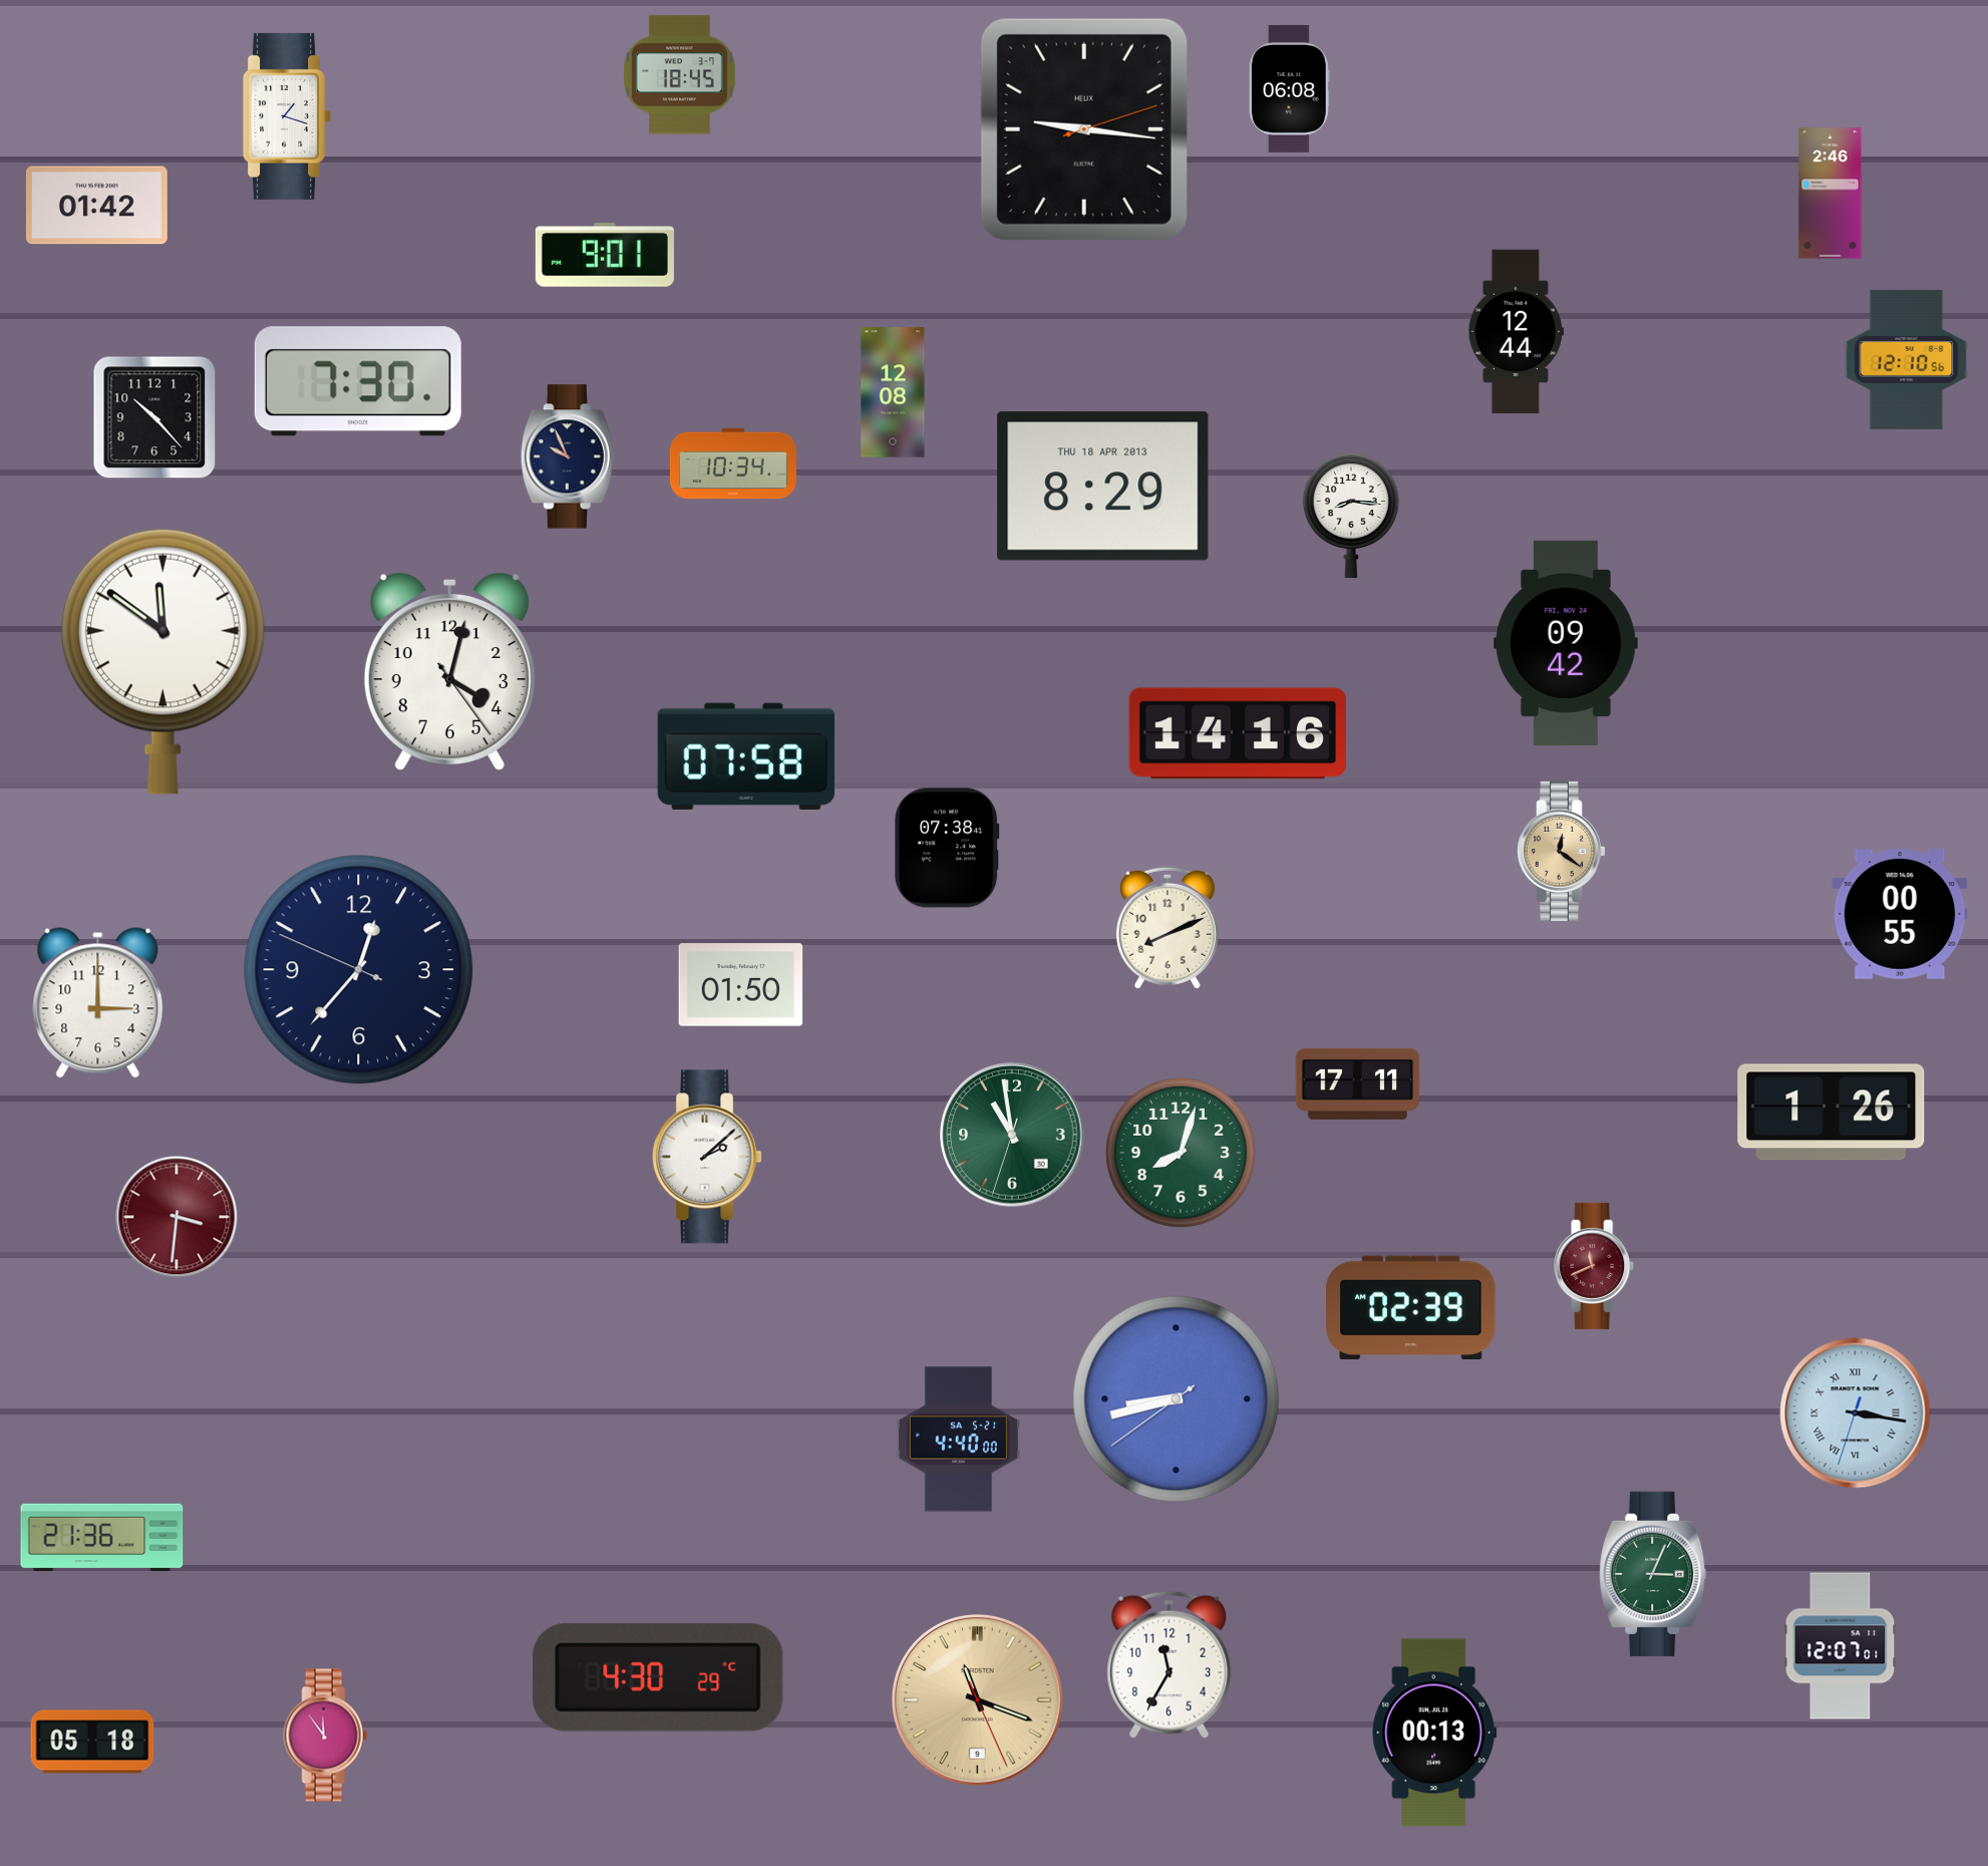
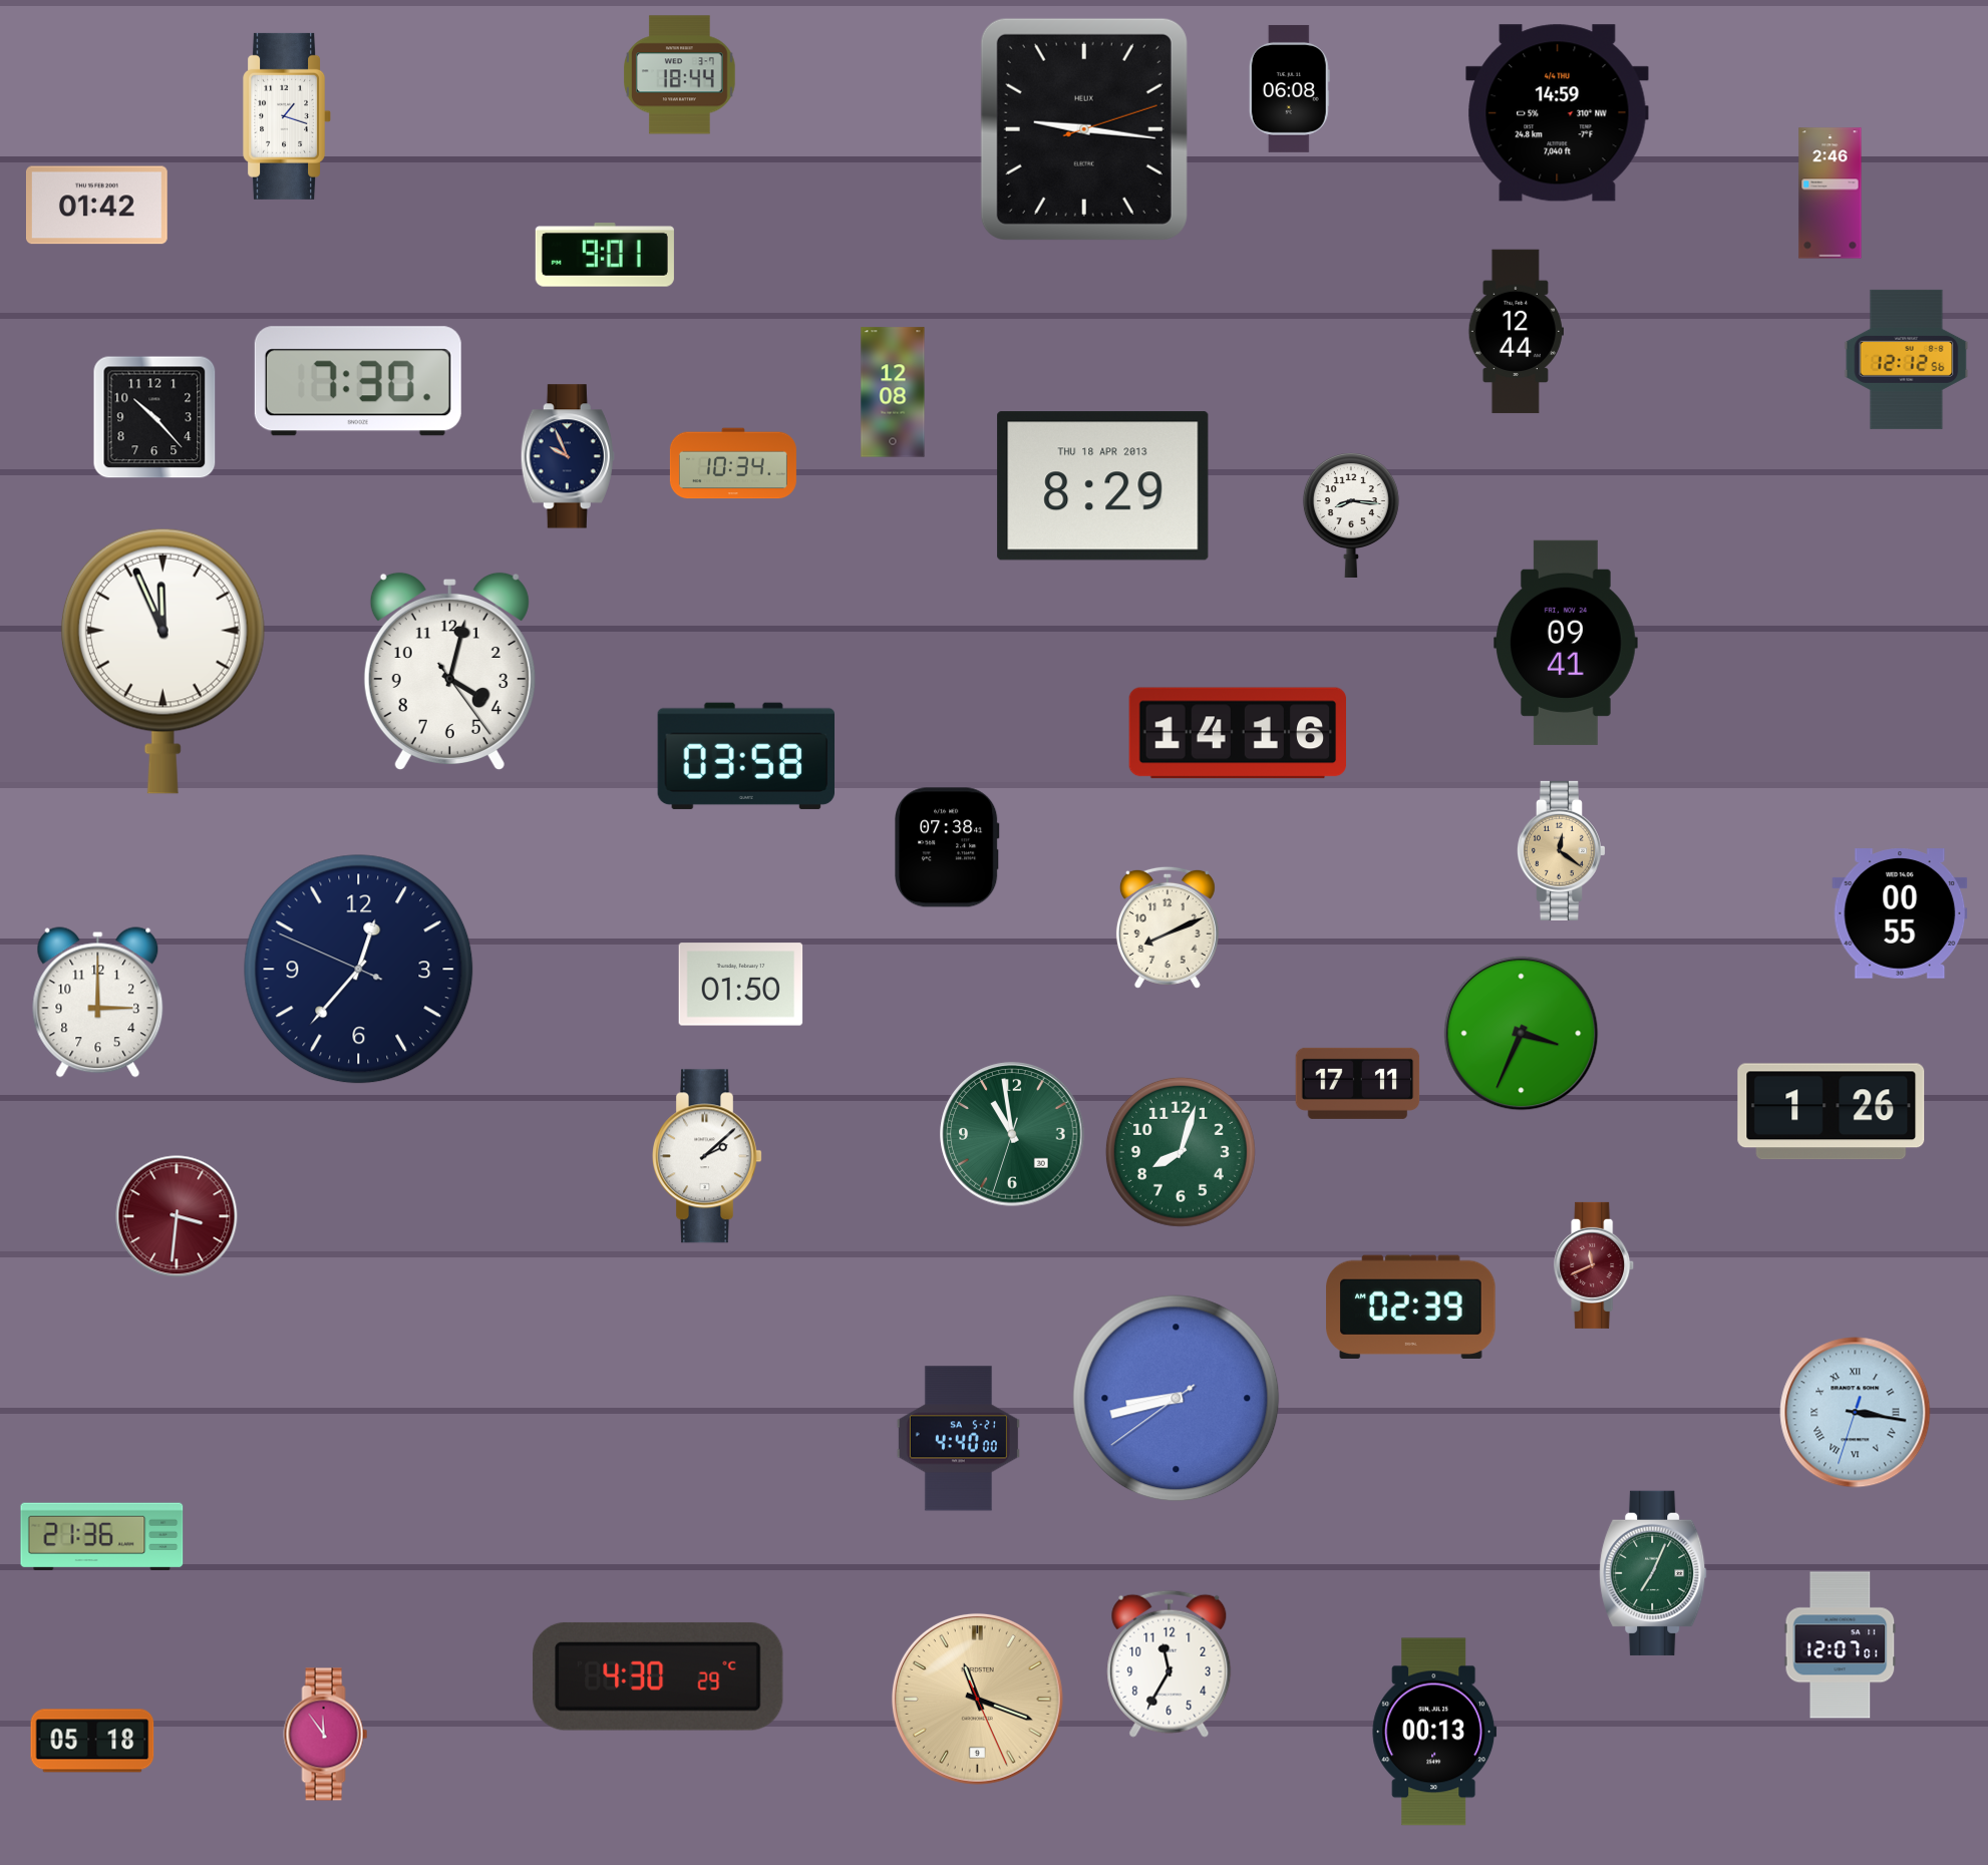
clock at (680, 75): 18:45 -> 18:44
clock at (1558, 113): none -> 14:59
clock at (1907, 359): 12:10 -> 12:12
clock at (1567, 643): 09:42 -> 09:41
clock at (162, 661): 11:51 -> 11:56
clock at (745, 756): 07:58 -> 03:58
clock at (1522, 1034): none -> 3:34
clock at (1653, 1574): 3:04 -> 7:04
